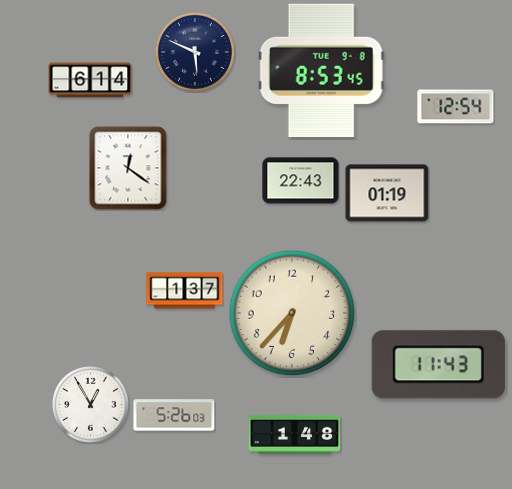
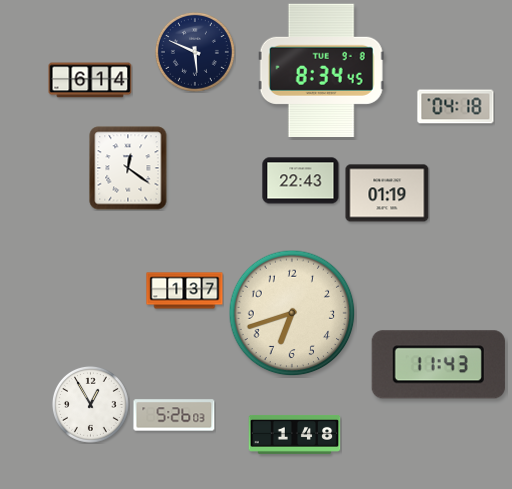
clock at (321, 70): 8:53 -> 8:34
clock at (456, 107): 12:54 -> 04:18
clock at (292, 313): 6:37 -> 6:42
